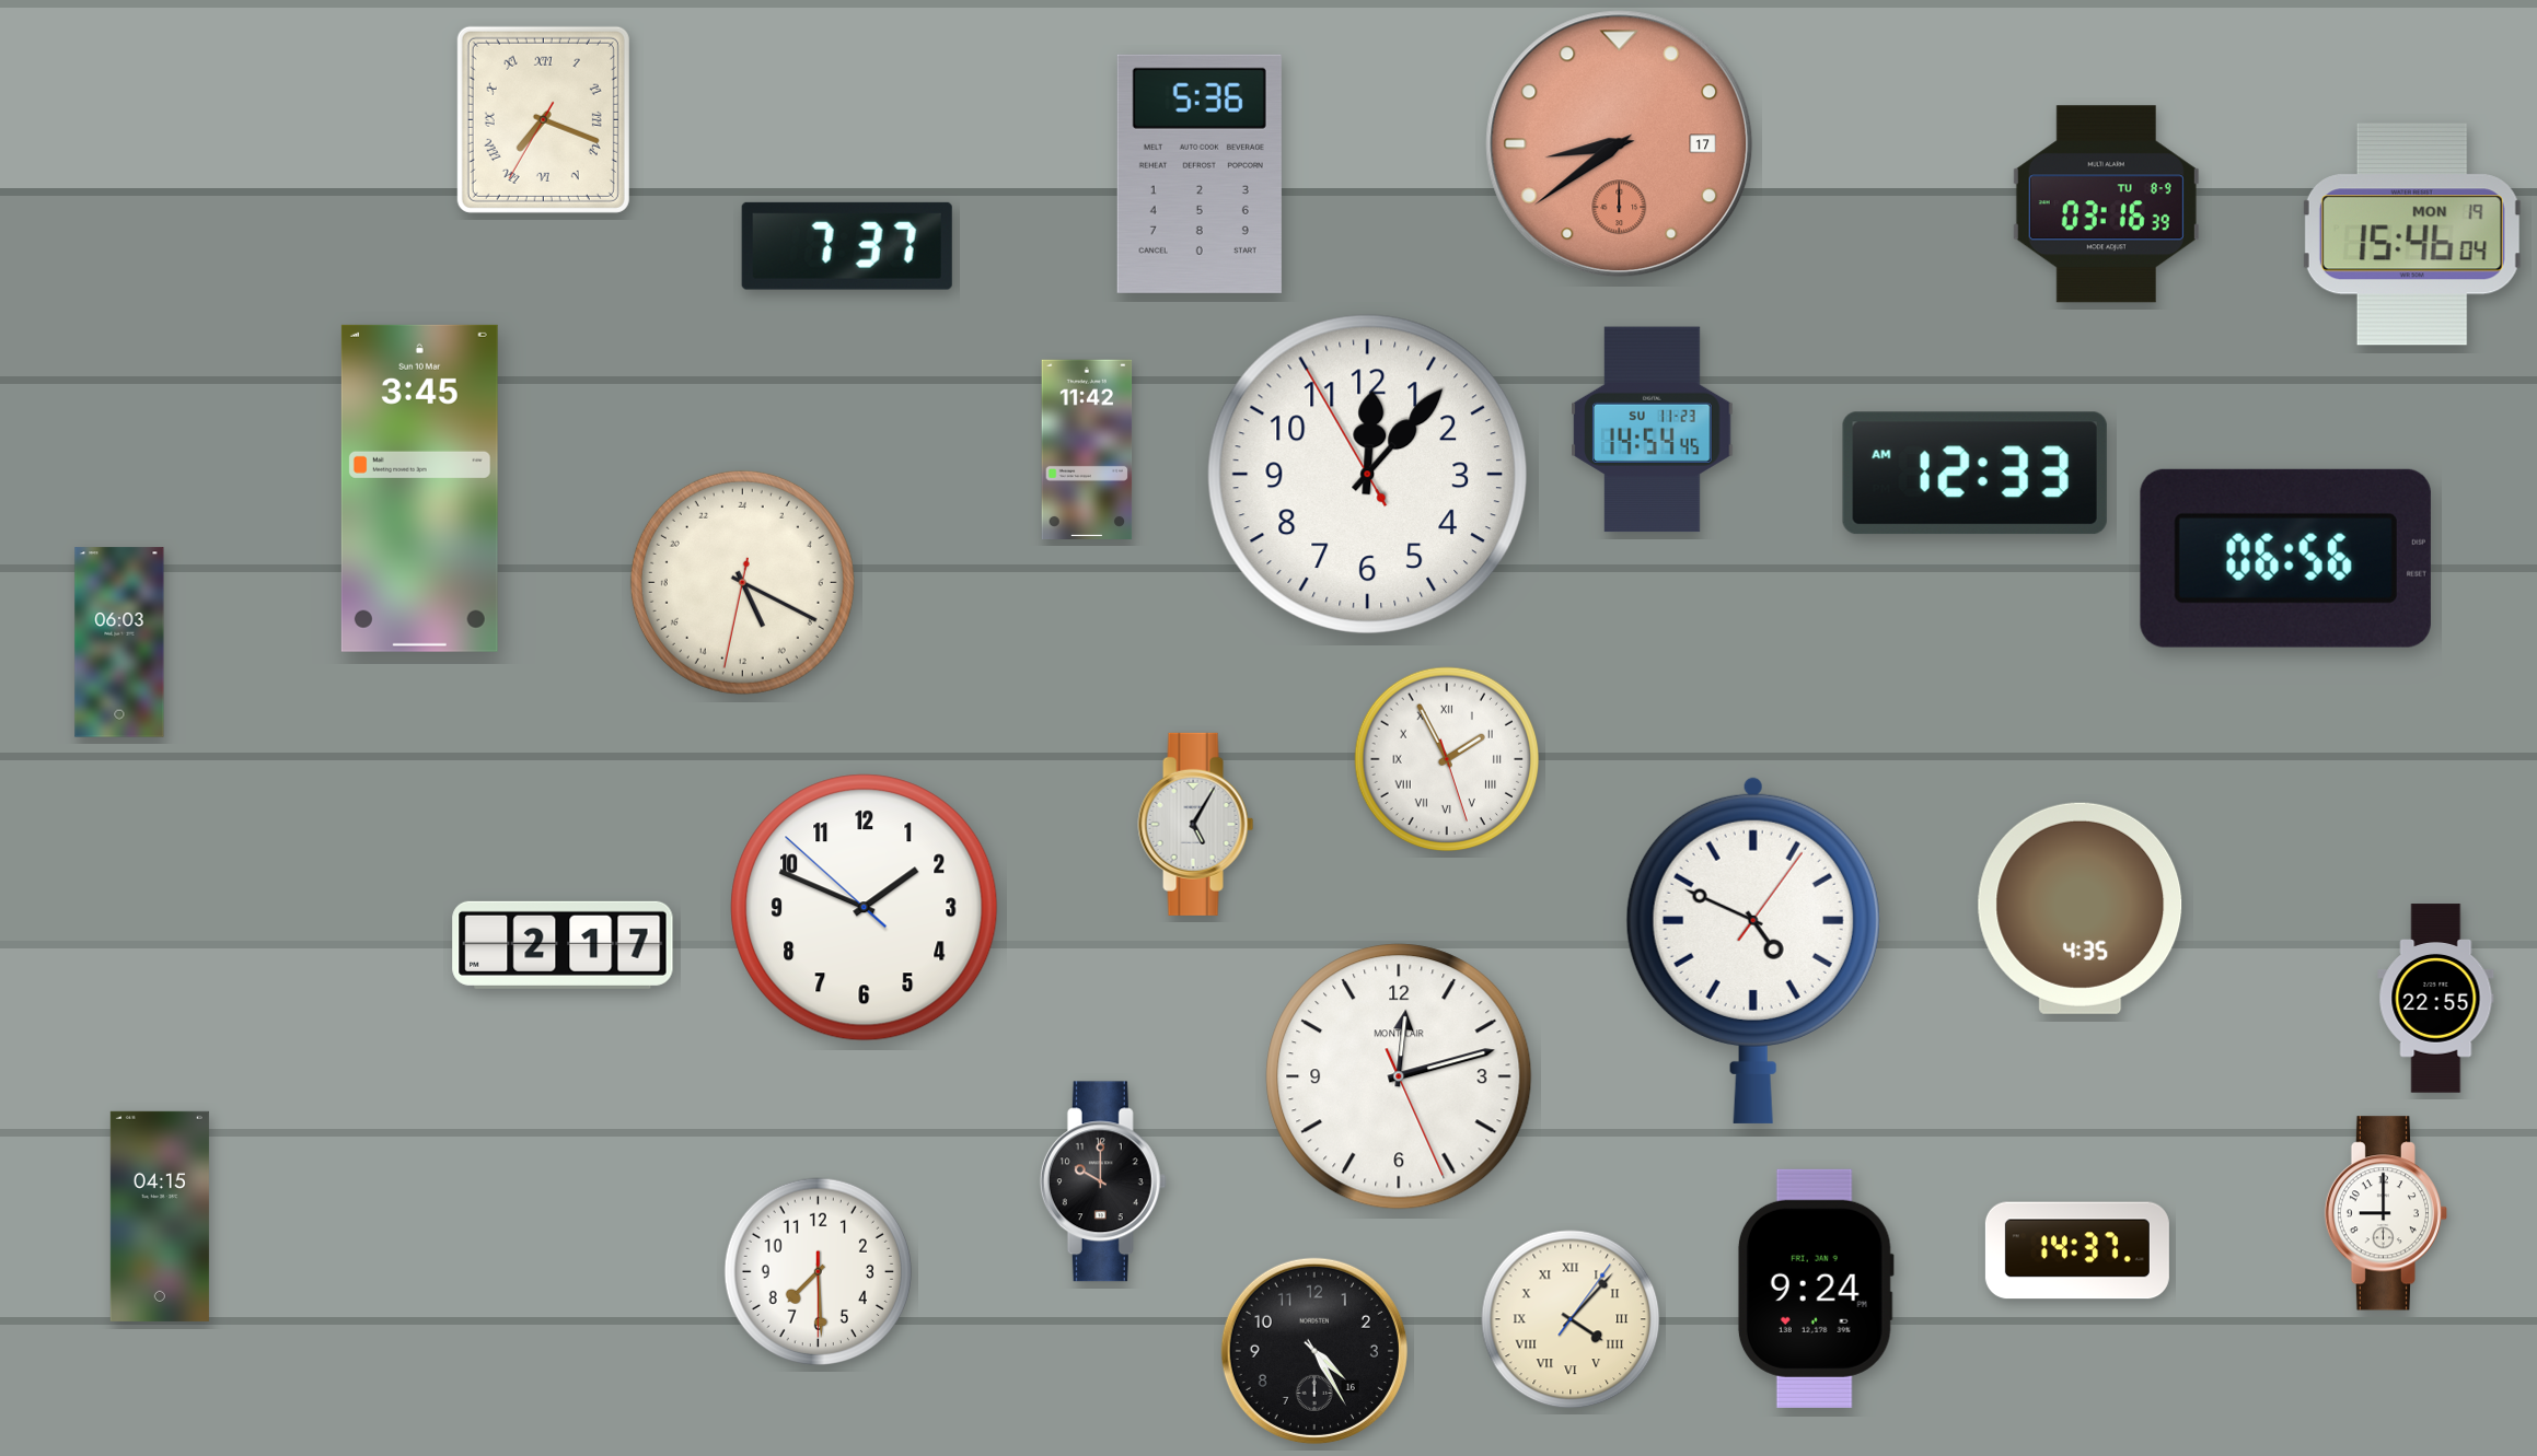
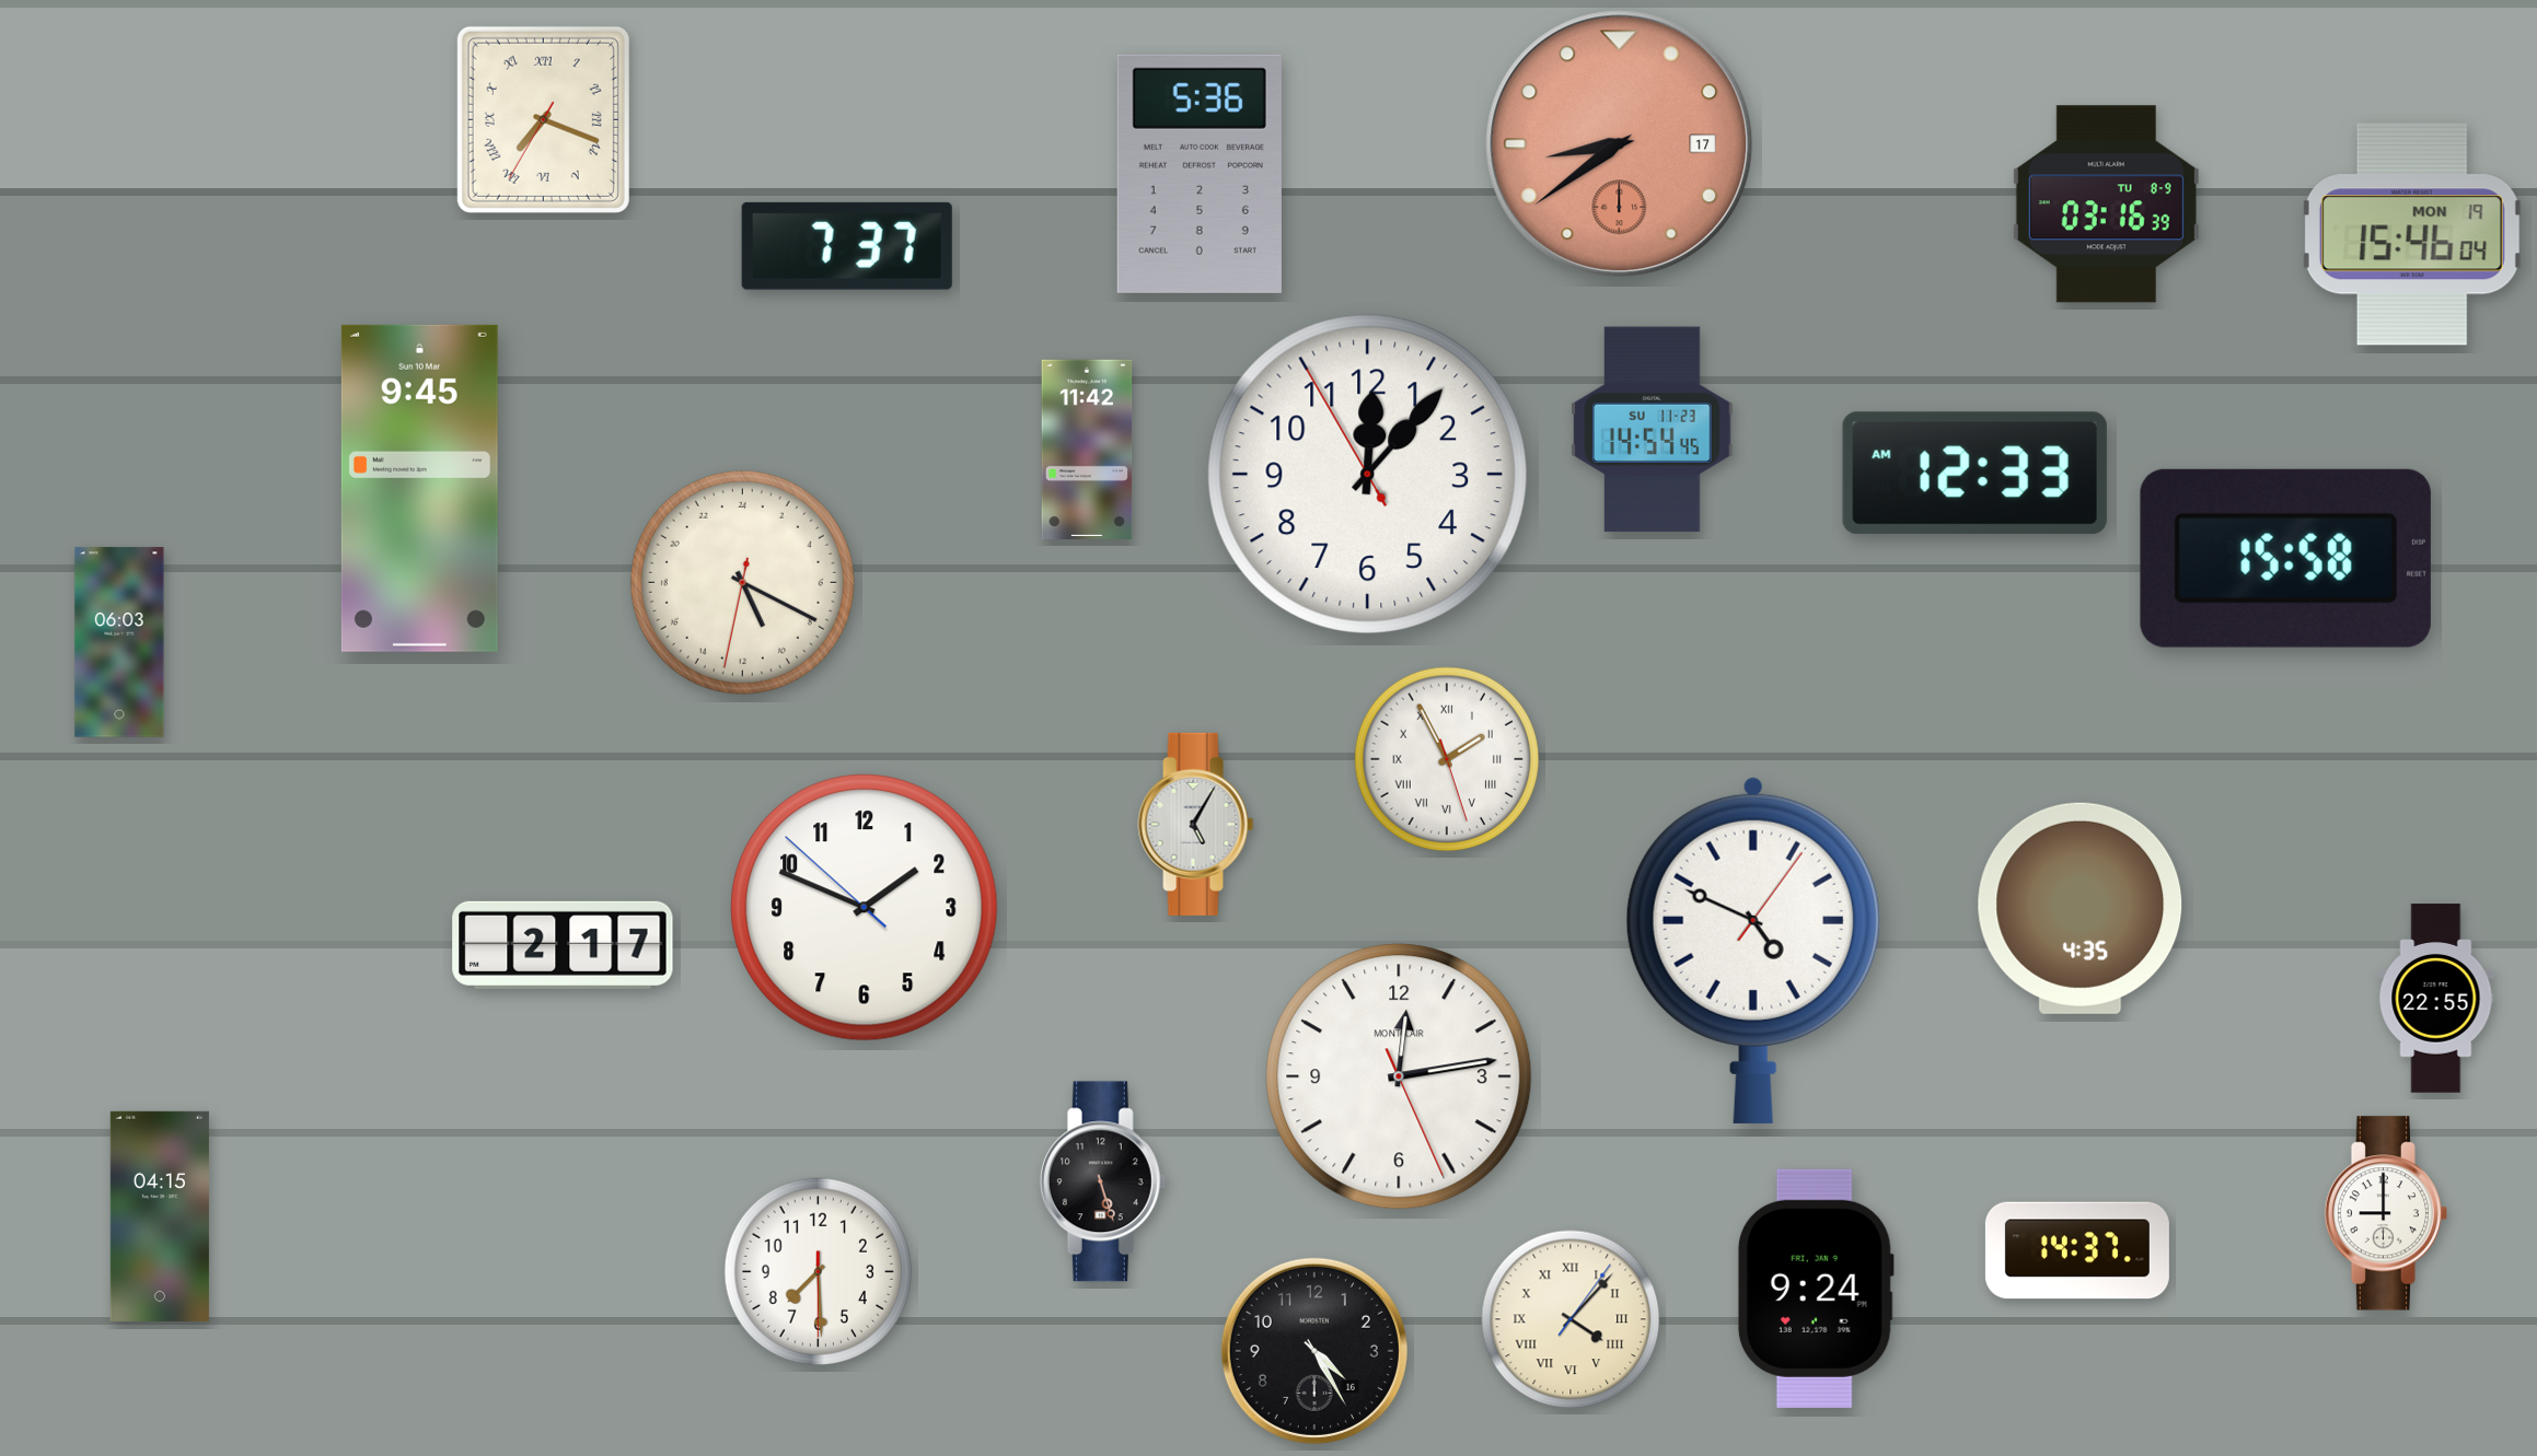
clock at (419, 488): 3:45 -> 9:45
clock at (2285, 558): 06:56 -> 15:58
clock at (1399, 1076): 12:12 -> 12:13
clock at (1103, 1181): 10:00 -> 5:27
